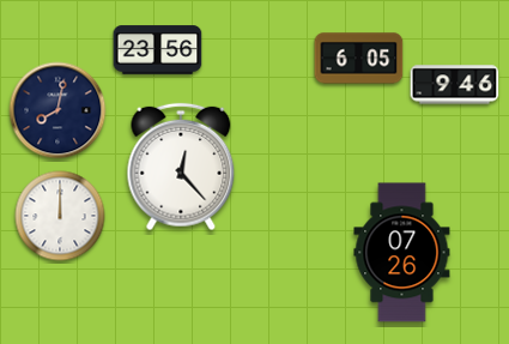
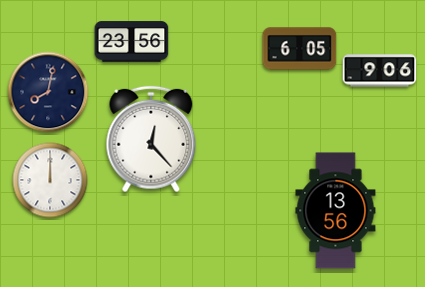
clock at (455, 85): 9:46 -> 9:06
clock at (402, 253): 07:26 -> 13:56
